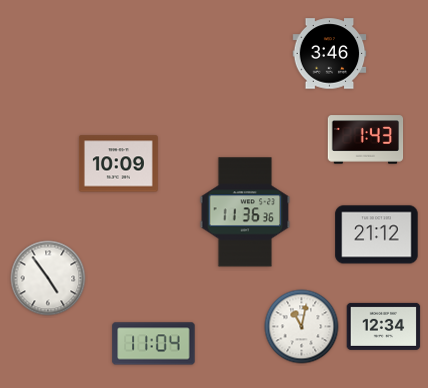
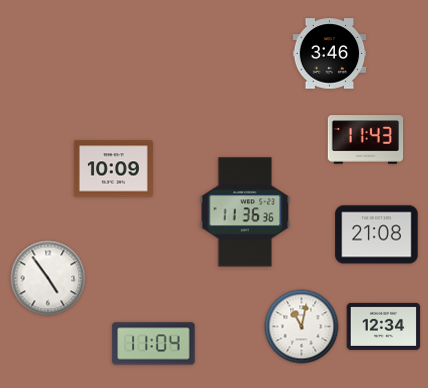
clock at (366, 140): 1:43 -> 11:43
clock at (118, 164) position: (118, 164) -> (113, 169)
clock at (377, 235): 21:12 -> 21:08
